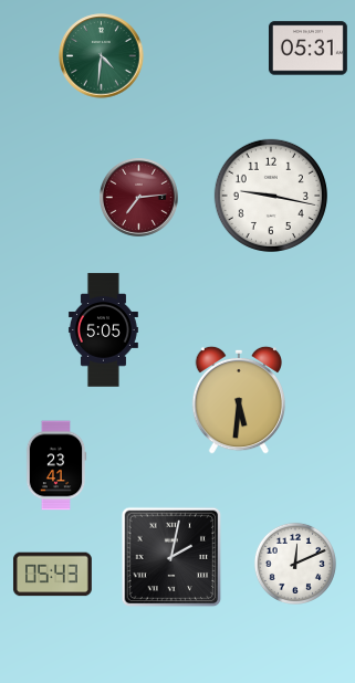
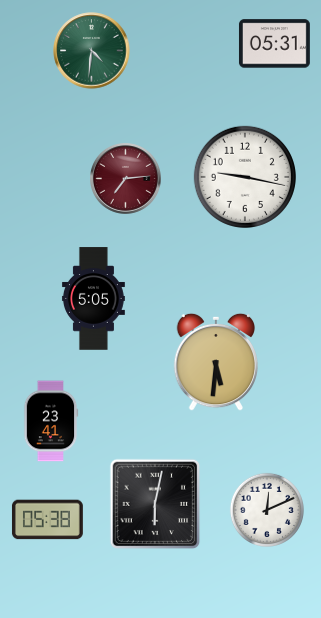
clock at (309, 49) position: (309, 49) -> (275, 44)
clock at (171, 557): 2:02 -> 6:02
clock at (52, 575): 05:43 -> 05:38
